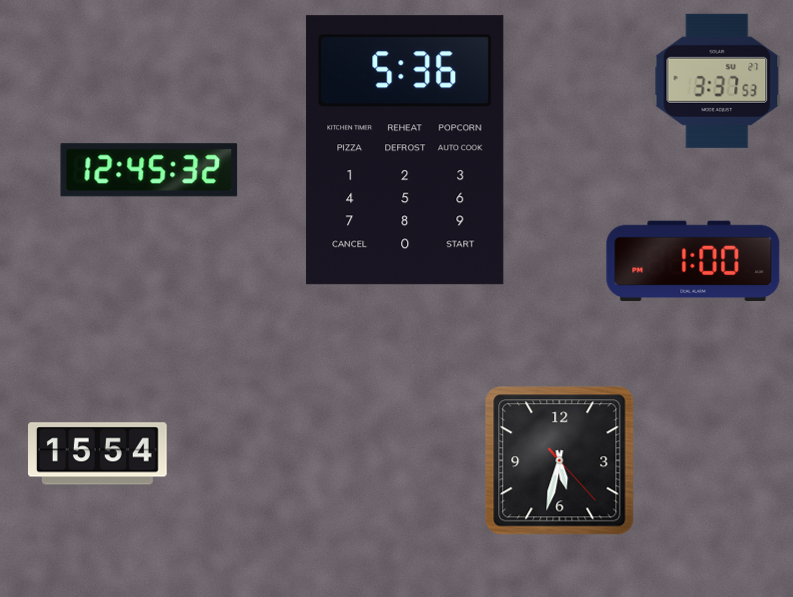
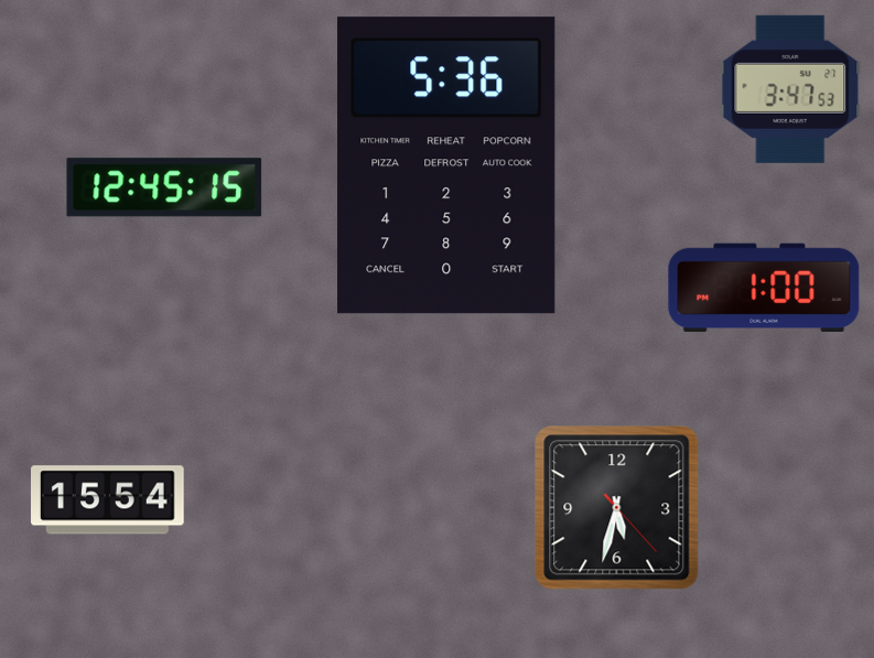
clock at (717, 81): 3:37 -> 3:47
clock at (149, 170): 12:45:32 -> 12:45:15
